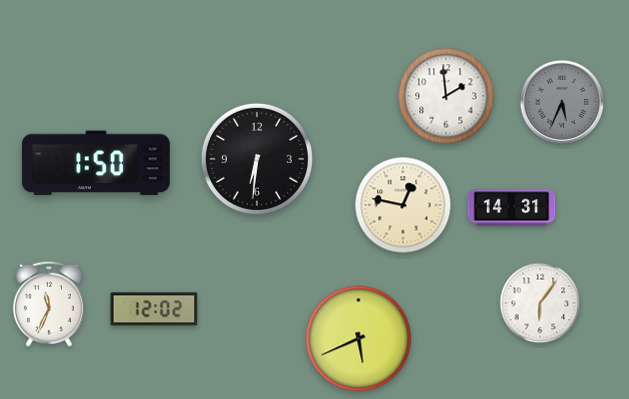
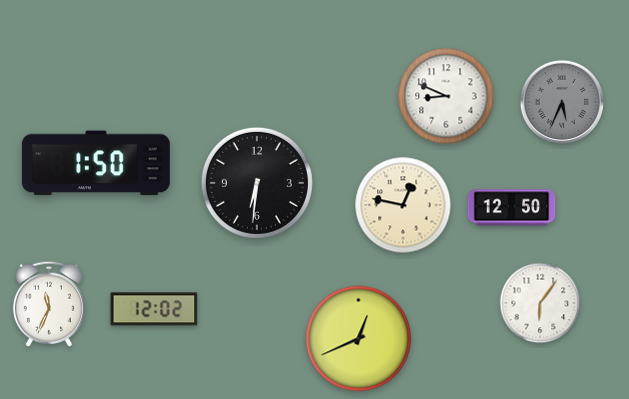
clock at (446, 96): 1:59 -> 8:49
clock at (257, 159) position: (257, 159) -> (257, 183)
clock at (512, 208): 14:31 -> 12:50
clock at (359, 339): 5:41 -> 12:41
